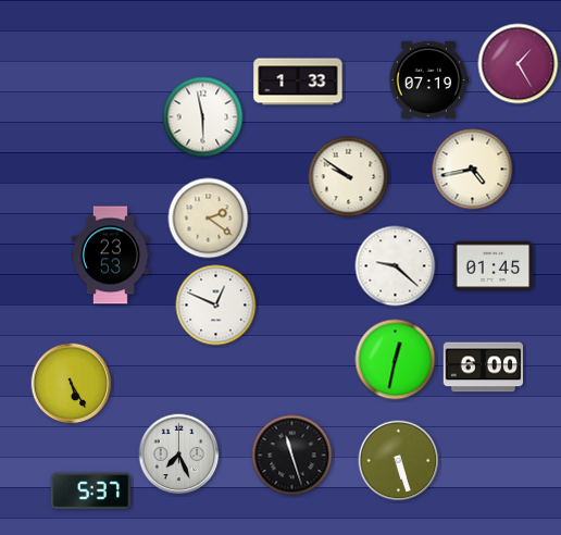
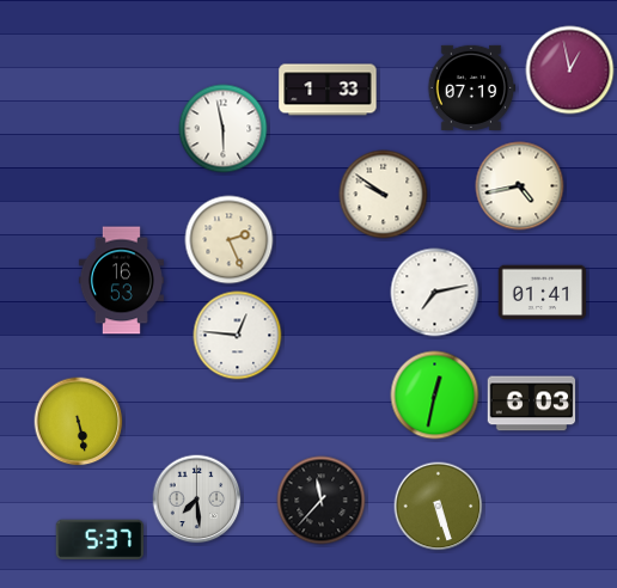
clock at (519, 64): 1:25 -> 12:58
clock at (209, 219): 2:21 -> 2:26
clock at (110, 256): 23:53 -> 16:53
clock at (396, 266): 9:22 -> 7:13
clock at (494, 266): 01:45 -> 01:41
clock at (216, 306): 12:49 -> 12:46
clock at (484, 368): 6:00 -> 6:03
clock at (72, 384): 5:25 -> 5:28
clock at (179, 455): 7:26 -> 7:29
clock at (292, 456): 11:27 -> 11:37
